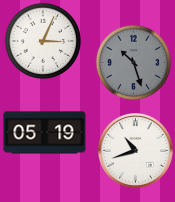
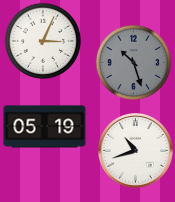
clock at (45, 133) position: (45, 133) -> (45, 127)
